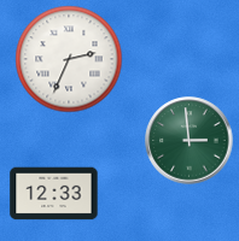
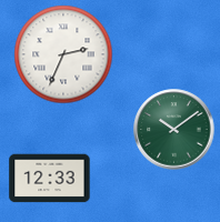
clock at (190, 141): 2:59 -> 10:09
